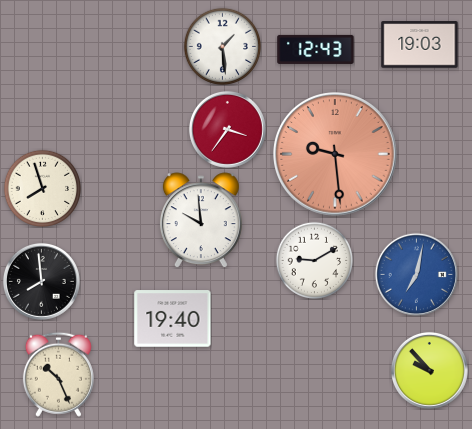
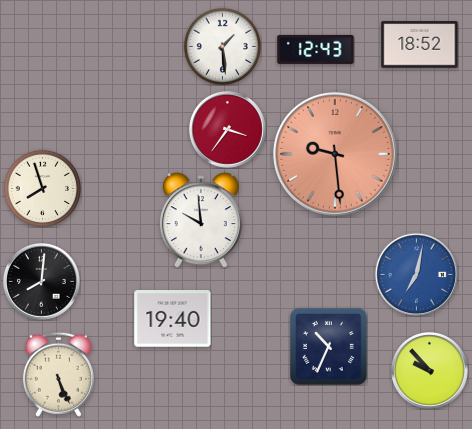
clock at (420, 45): 19:03 -> 18:52
clock at (314, 260): 9:10 -> none
clock at (41, 281): 7:59 -> 8:01
clock at (328, 346): none -> 10:34
clock at (58, 374): 10:26 -> 5:26
